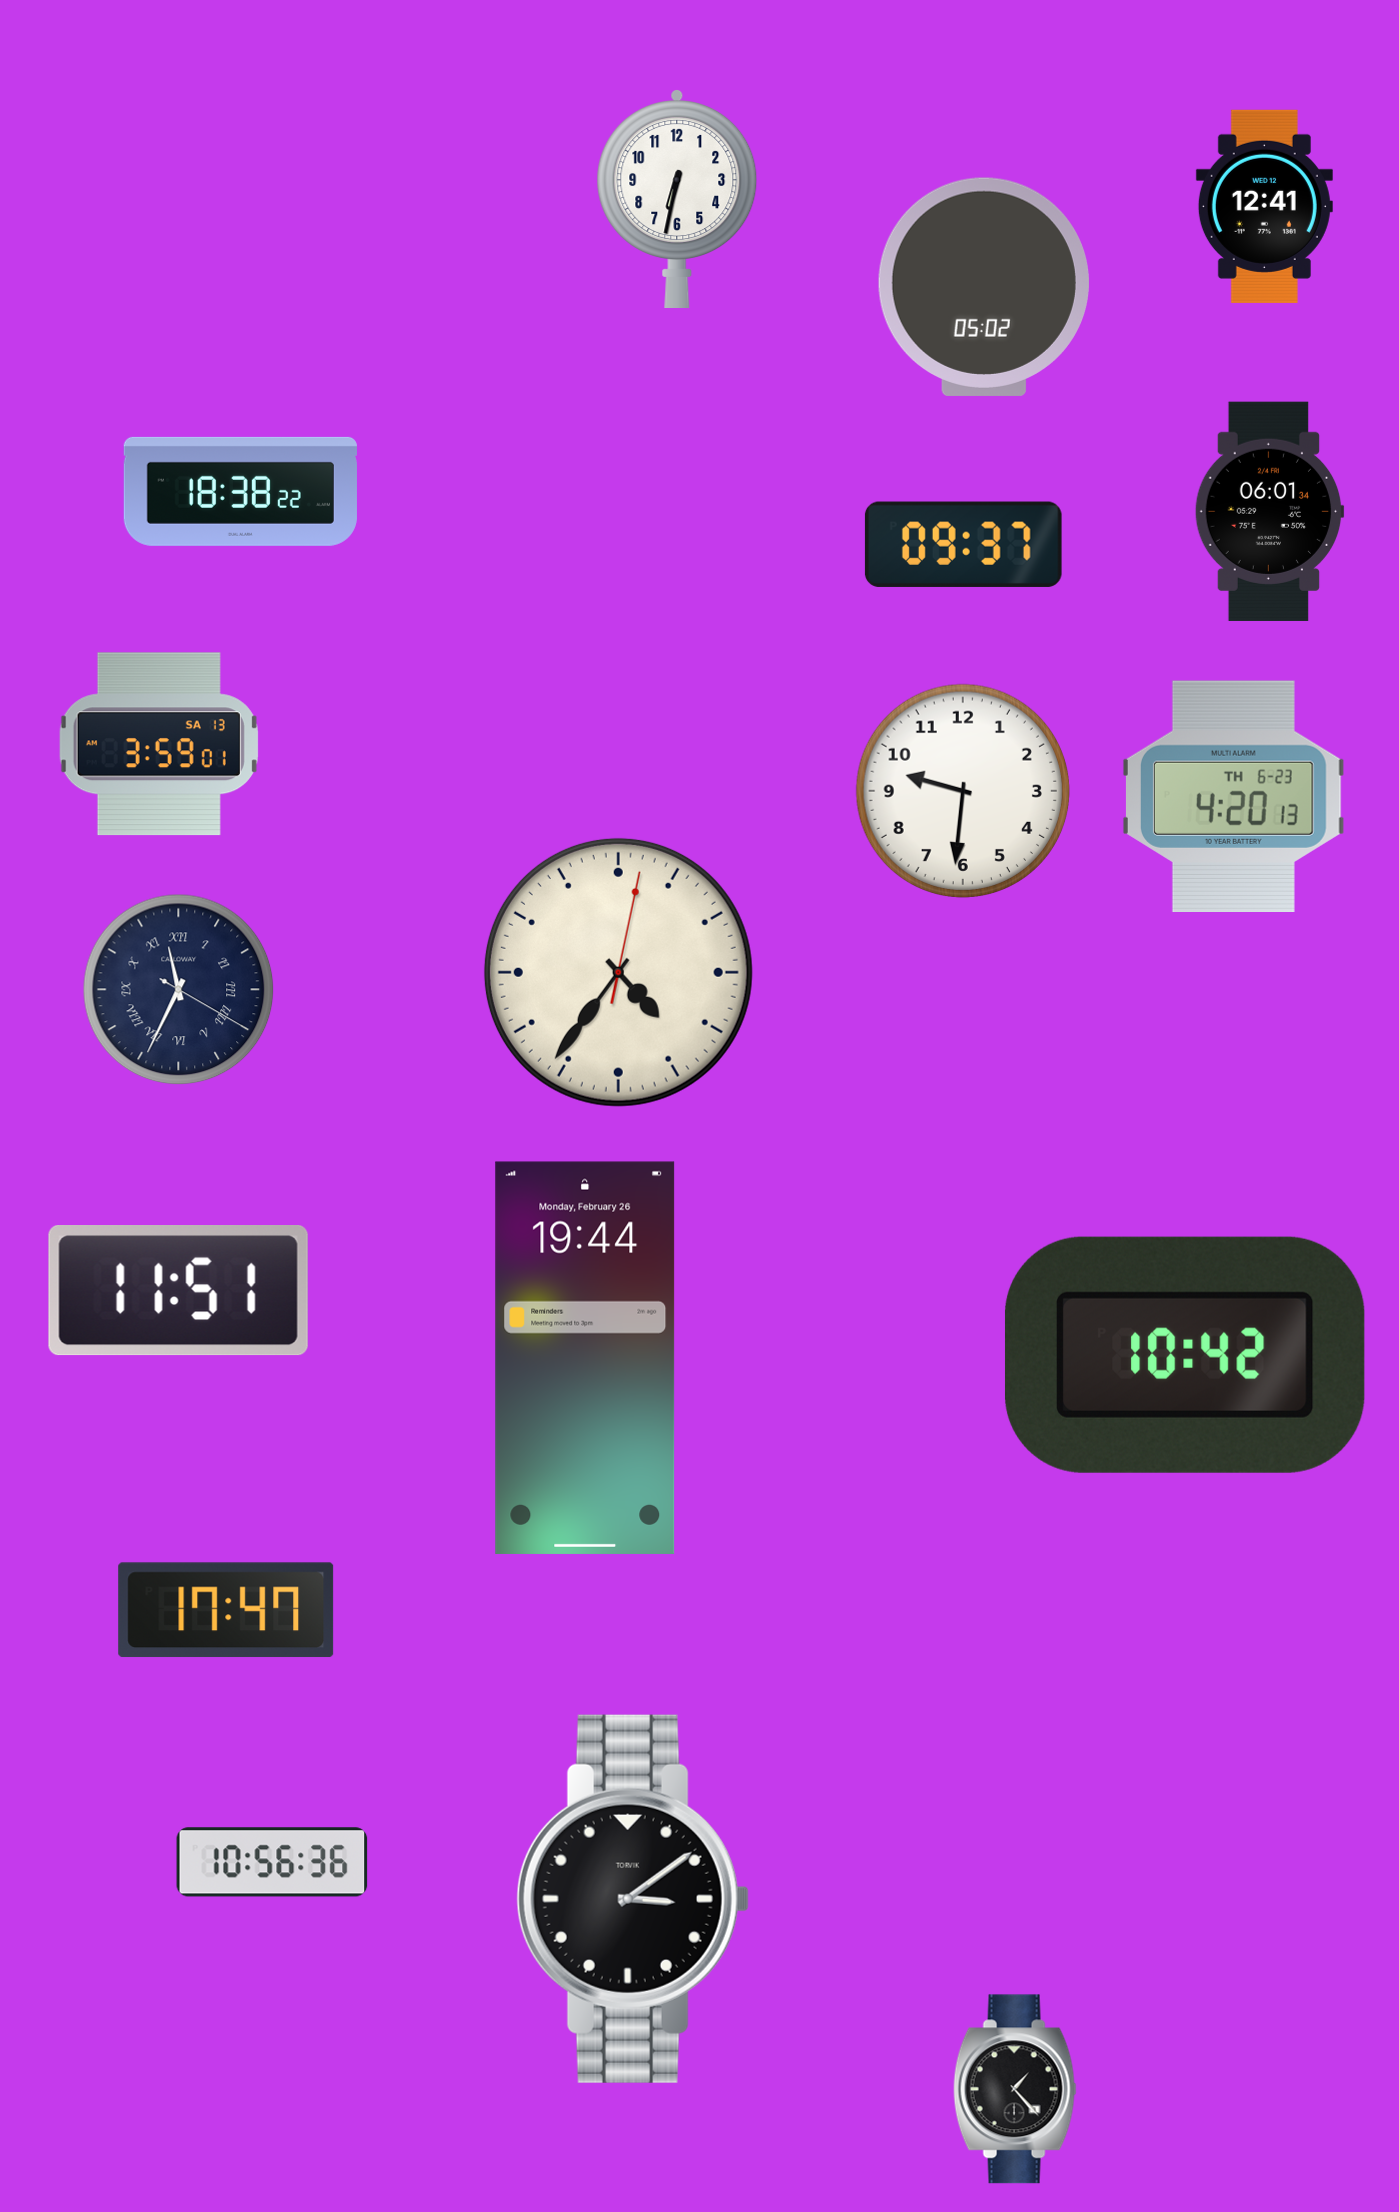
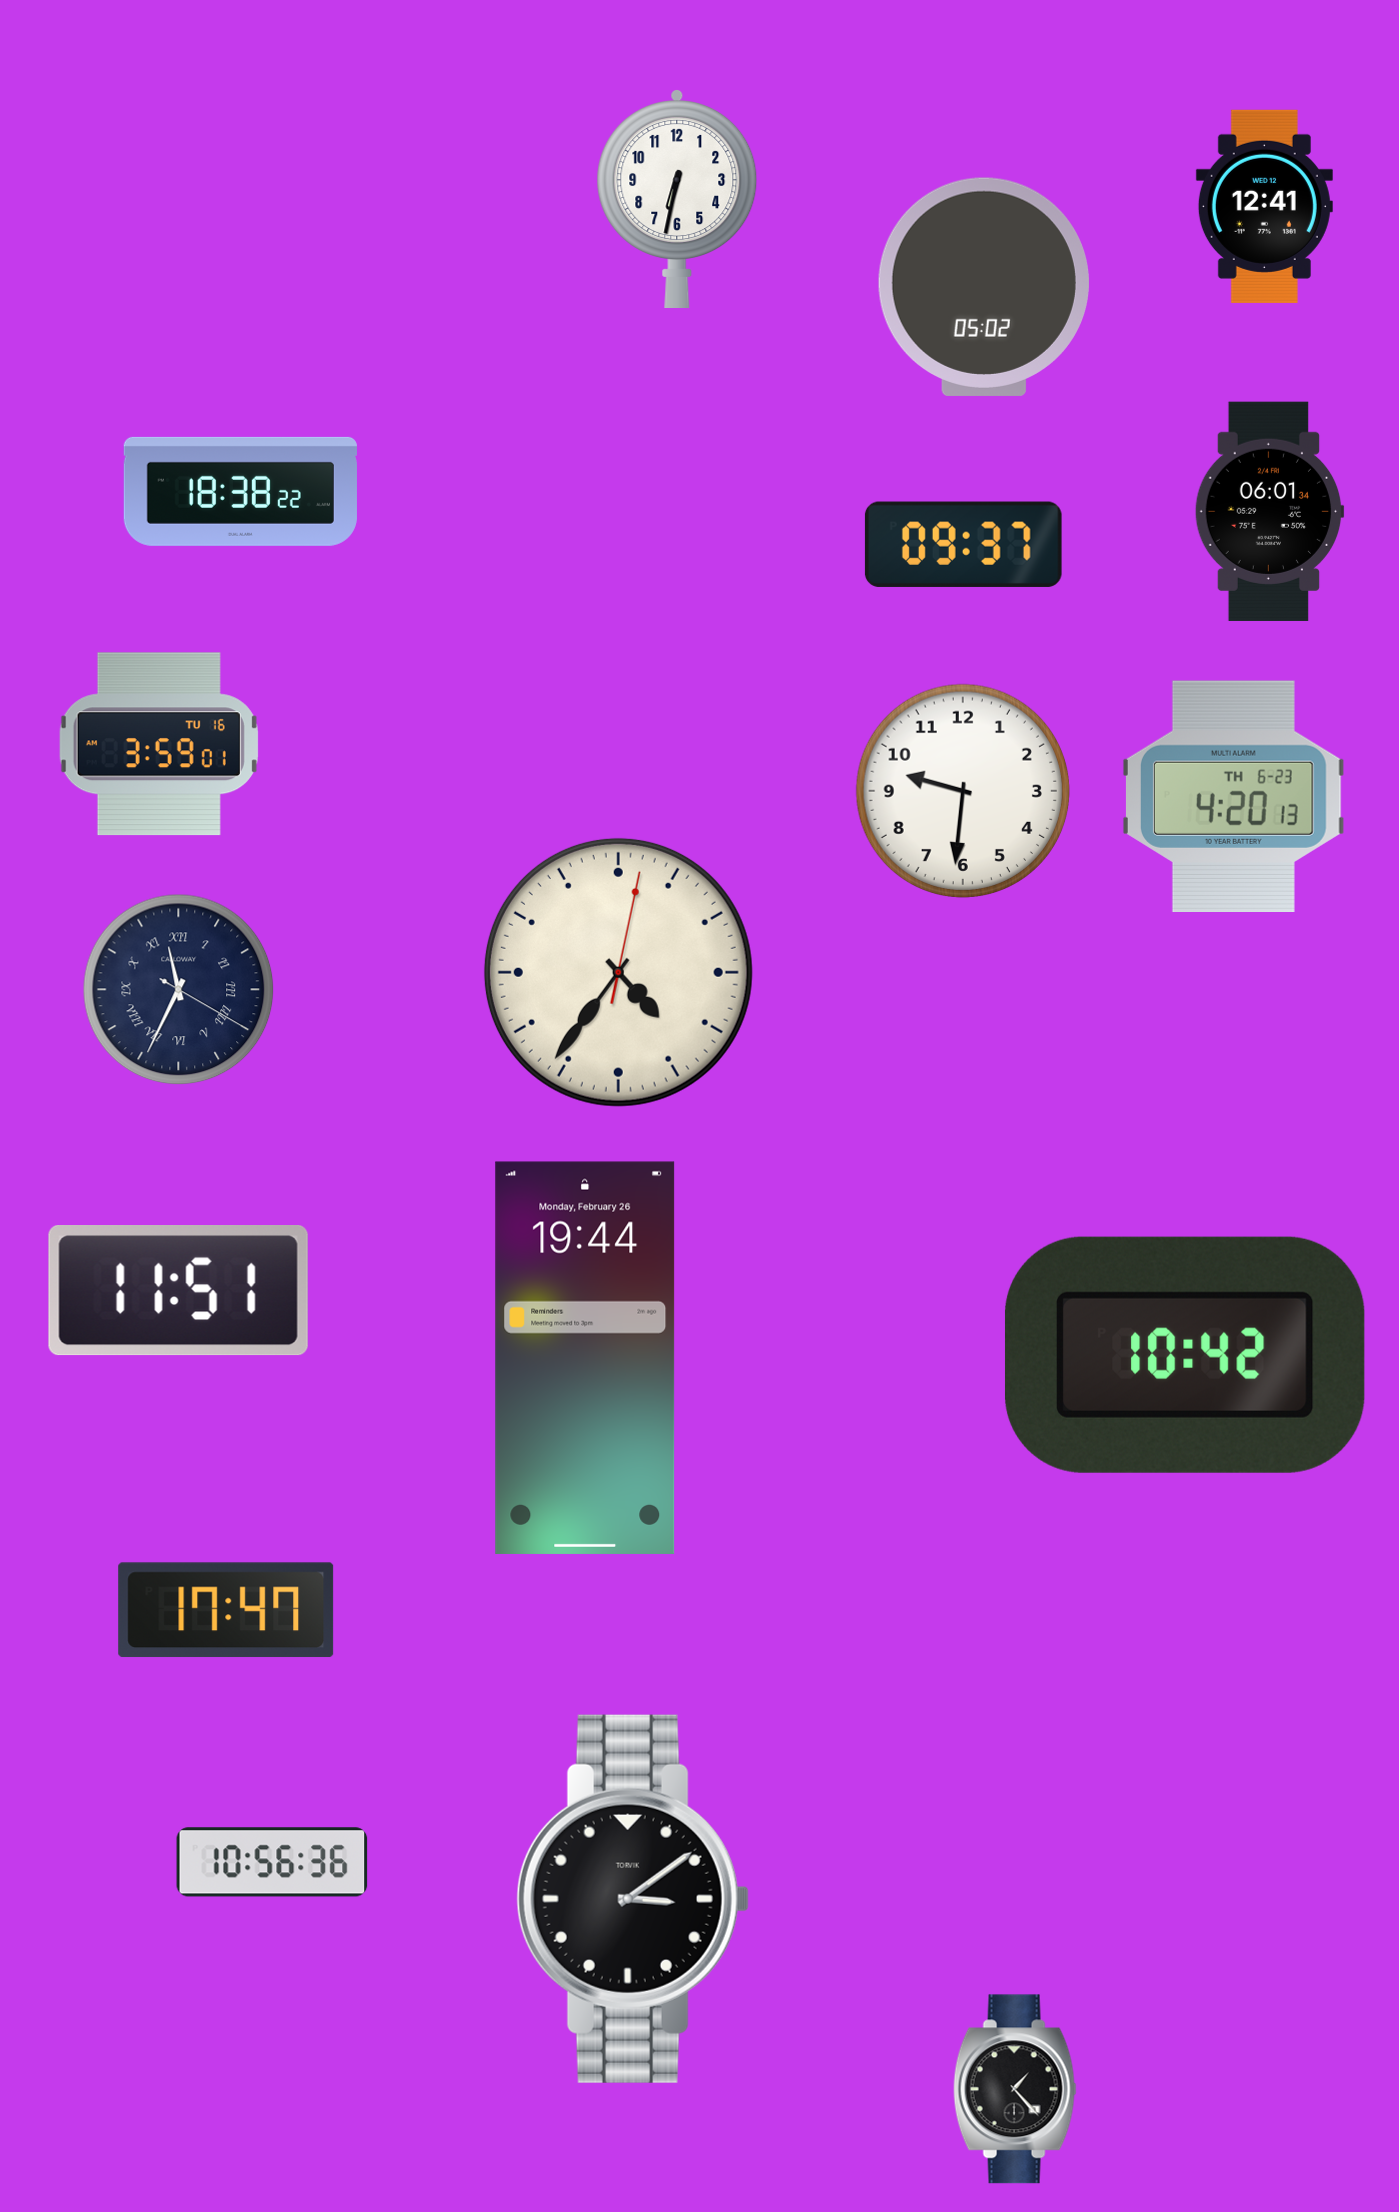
clock at (159, 744) date: SA 13 -> TU 16
